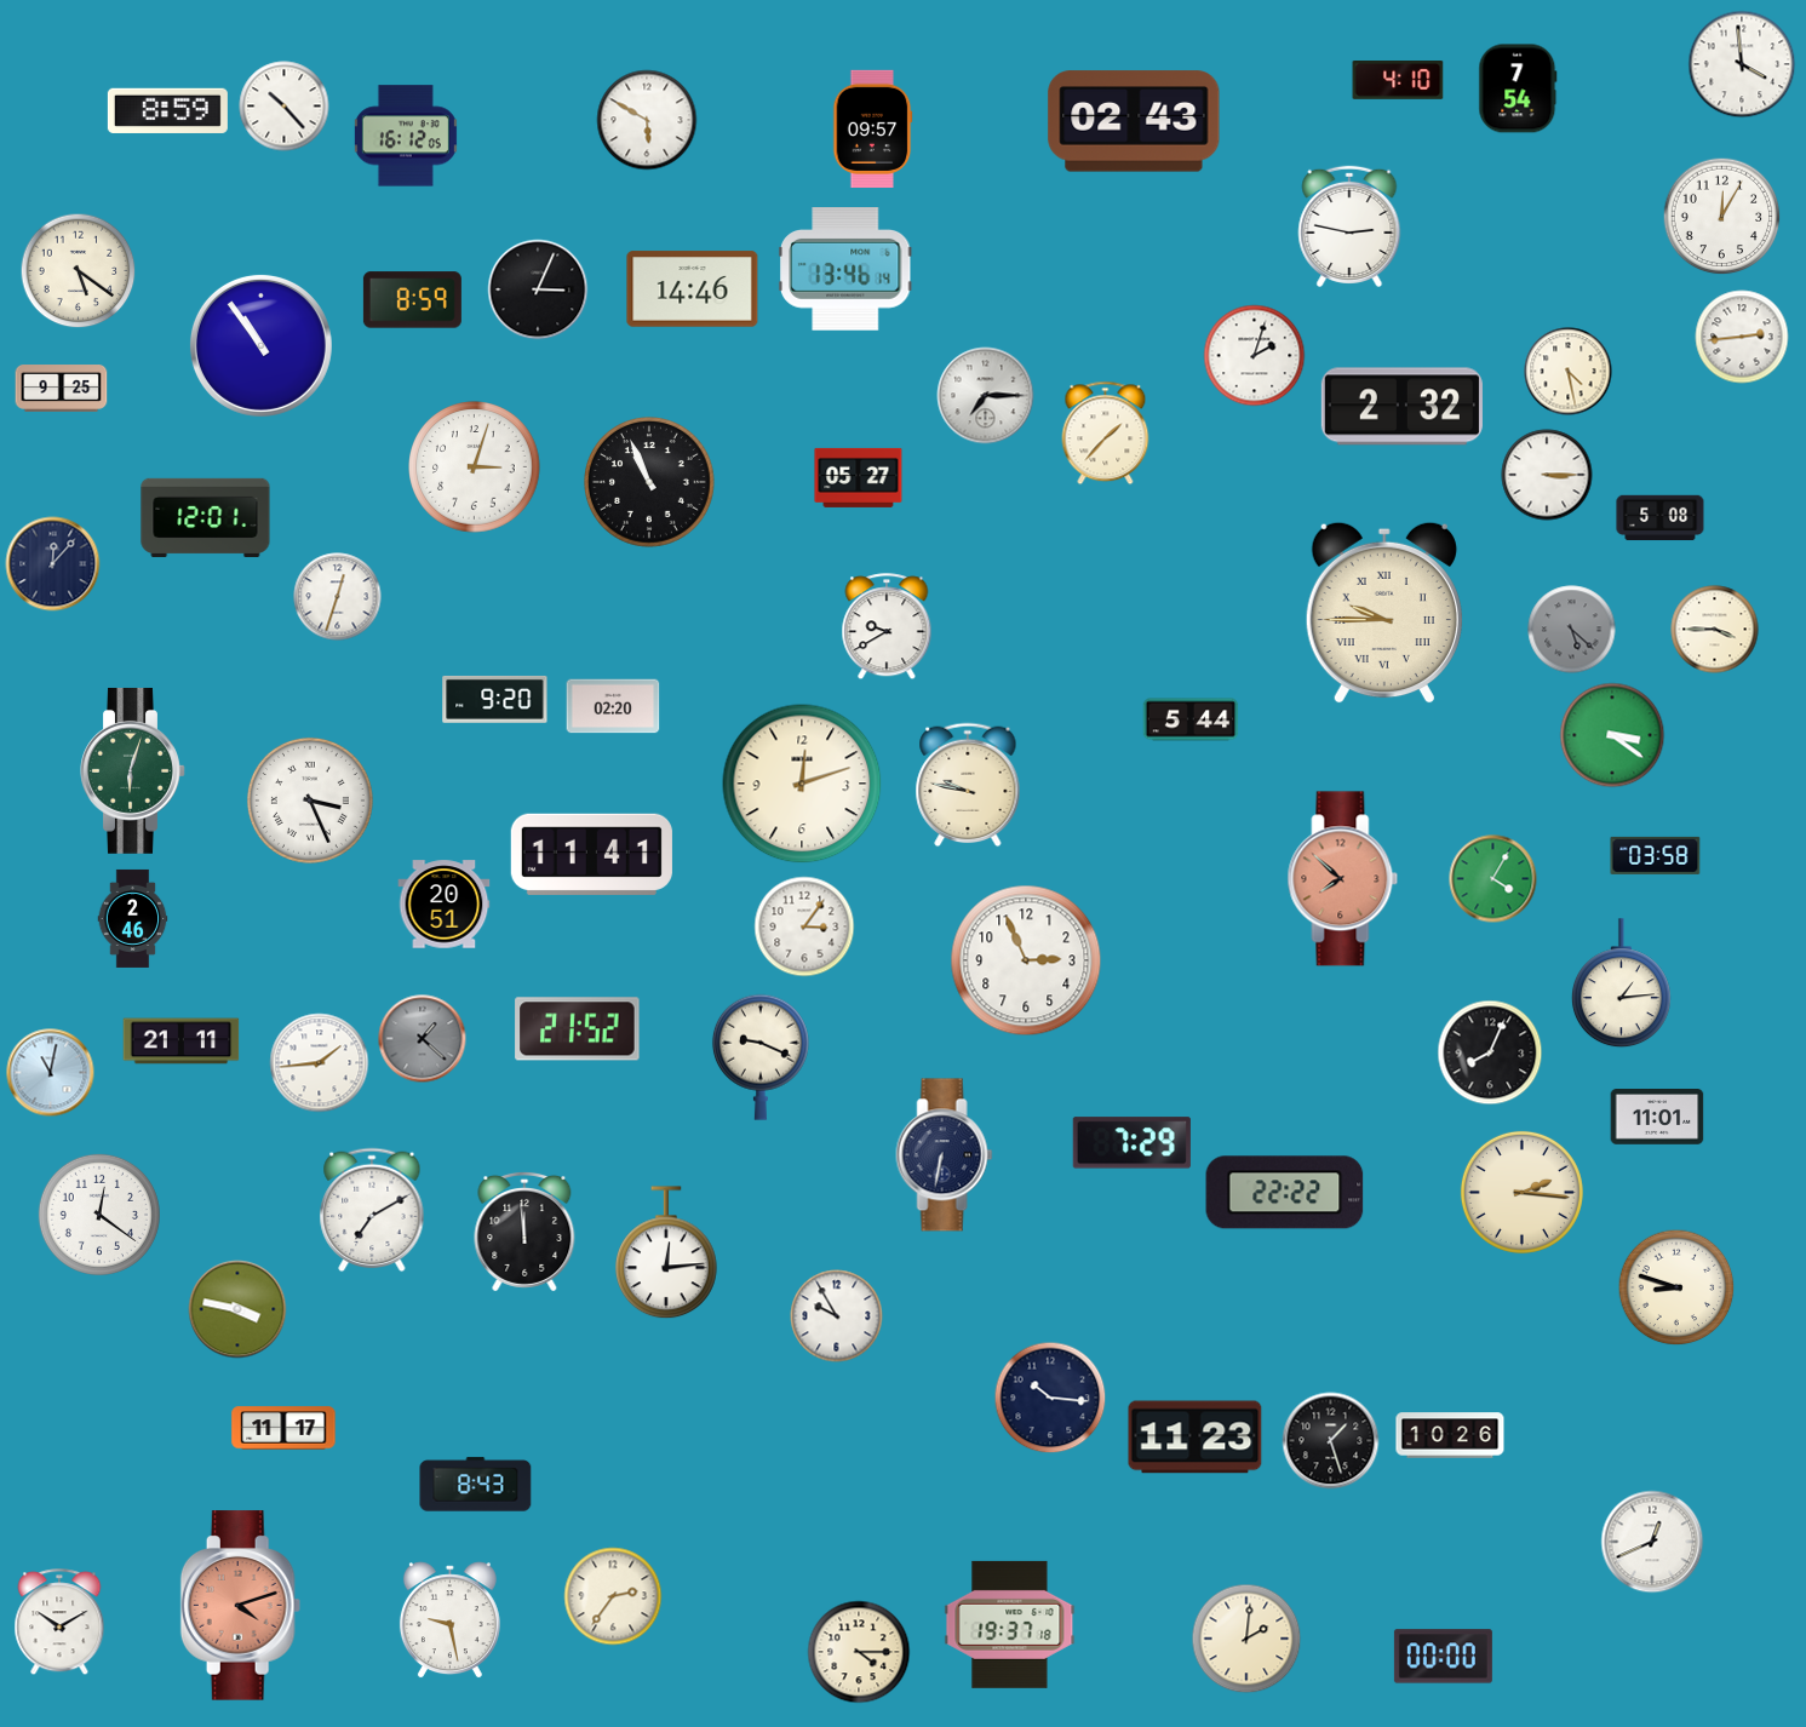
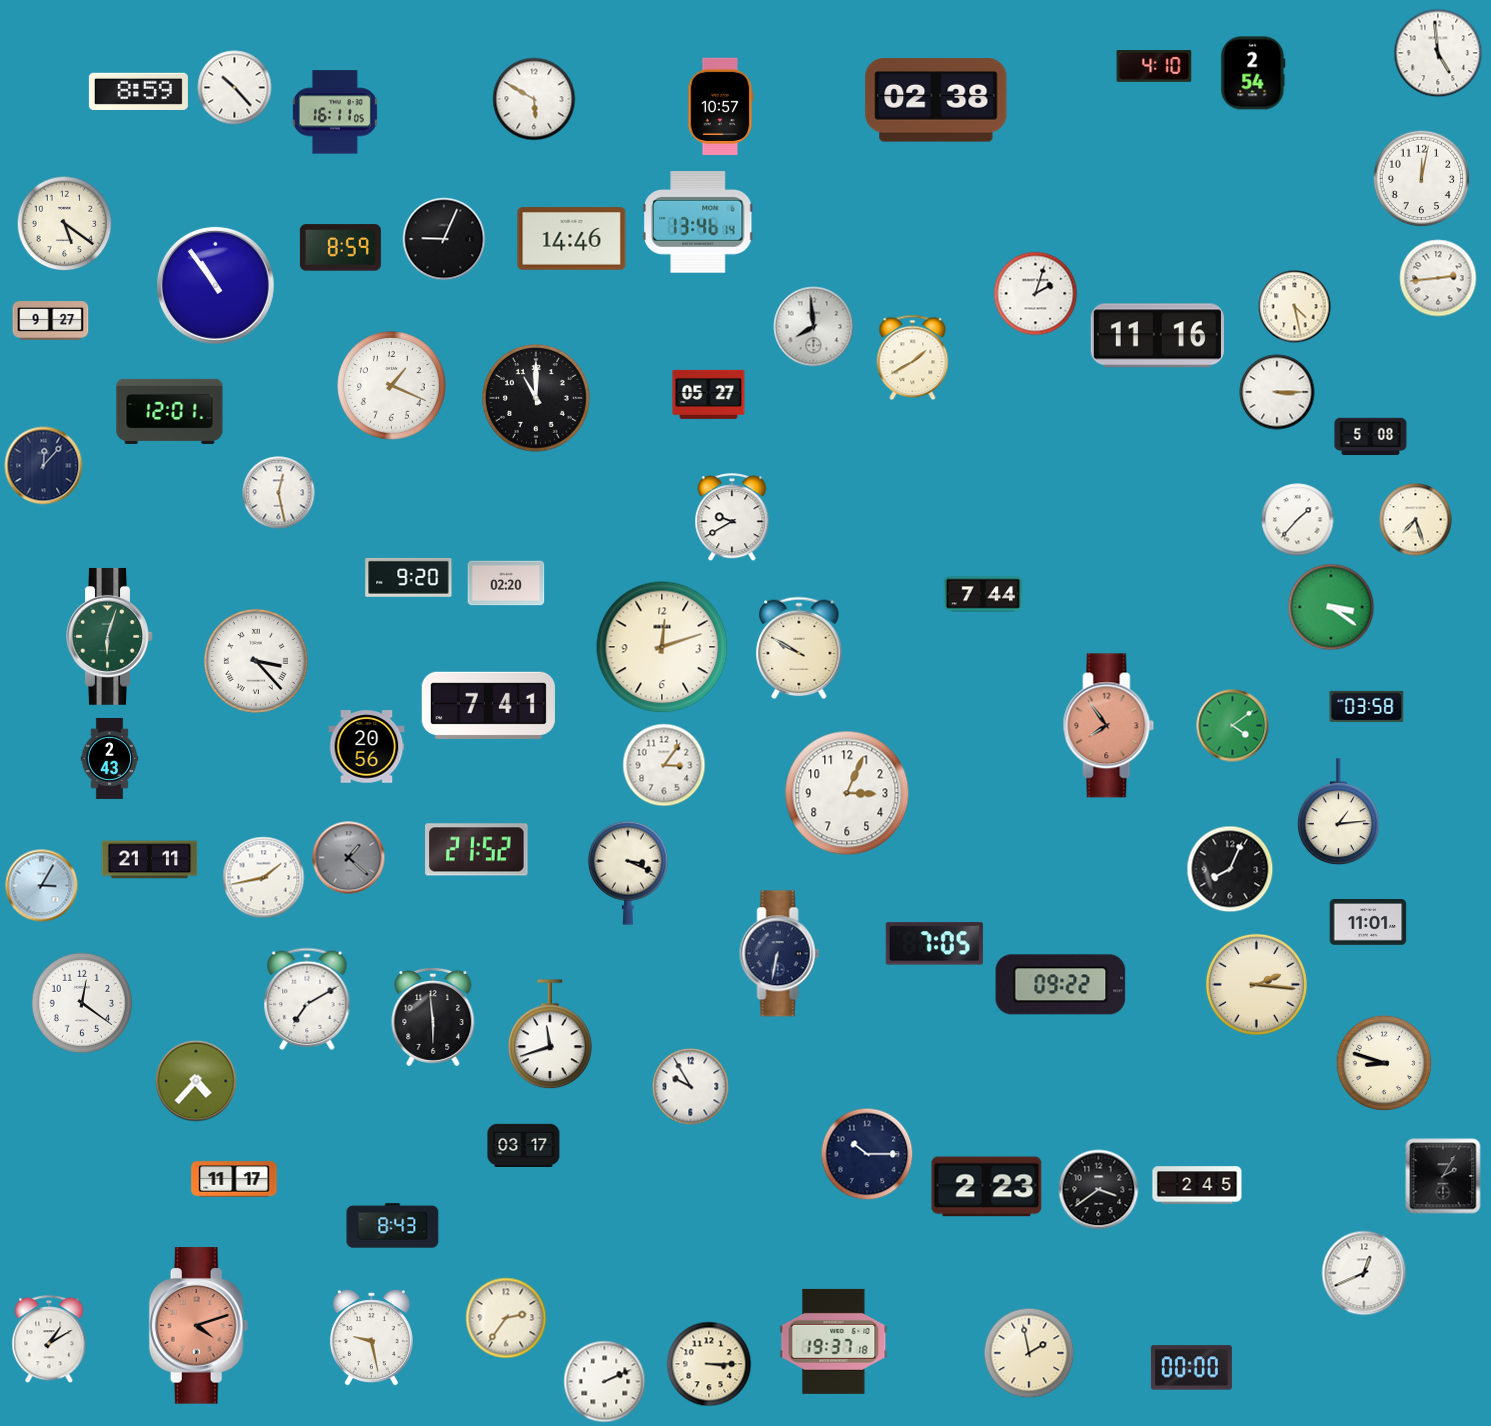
clock at (1742, 64): 3:59 -> 4:59
clock at (1518, 88): 7:54 -> 2:54
clock at (1134, 121): 02:43 -> 02:38
clock at (872, 128): 09:57 -> 10:57
clock at (406, 136): 16:12 -> 16:11
clock at (1722, 217): 12:05 -> 12:02
clock at (1349, 226): 2:47 -> none
clock at (538, 289): 3:04 -> 9:04
clock at (62, 389): 9:25 -> 9:27
clock at (986, 396): 7:15 -> 7:59
clock at (1401, 407): 2:32 -> 11:16
clock at (1106, 434): 1:37 -> 1:40
clock at (475, 467): 3:03 -> 1:19
clock at (650, 483): 10:56 -> 11:00
clock at (206, 517) position: (206, 517) -> (170, 411)
clock at (1661, 518) position: (1661, 518) -> (1371, 437)
clock at (338, 597): 12:33 -> 12:28
clock at (1384, 613): 9:45 -> none
clock at (1572, 630): 5:22 -> 1:37
clock at (1572, 630) dial: grey -> white
clock at (1715, 630): 3:45 -> 7:27
clock at (1191, 719): 5:44 -> 7:44
clock at (968, 785): 9:47 -> 9:50
clock at (310, 801): 3:26 -> 3:23
clock at (591, 854): 11:41 -> 7:41
clock at (1343, 879): 7:52 -> 7:54
clock at (1493, 879): 4:05 -> 4:09
clock at (445, 905): 20:51 -> 20:56
clock at (133, 918): 2:46 -> 2:43
clock at (1026, 960): 2:56 -> 3:04
clock at (761, 1057): 9:19 -> 3:19
clock at (320, 1063): 1:44 -> 1:43
clock at (51, 1073): 11:02 -> 3:05
clock at (1131, 1143): 7:29 -> 7:05
clock at (1285, 1193): 22:22 -> 09:22
clock at (524, 1232): 11:59 -> 5:59
clock at (667, 1253): 12:14 -> 11:42
clock at (237, 1309): 3:47 -> 4:37
clock at (524, 1145): none -> 03:17
clock at (1050, 1398): 10:16 -> 10:15
clock at (1443, 1176): none -> 2:05
clock at (1450, 1435): 10:26 -> 2:45
clock at (1196, 1438): 11:23 -> 2:23
clock at (1331, 1441): 1:27 -> 3:39
clock at (59, 1623): 10:10 -> 1:10
clock at (1246, 1639): 2:01 -> 1:58
clock at (859, 1652): 4:15 -> 3:15
clock at (605, 1382): none -> 2:11
